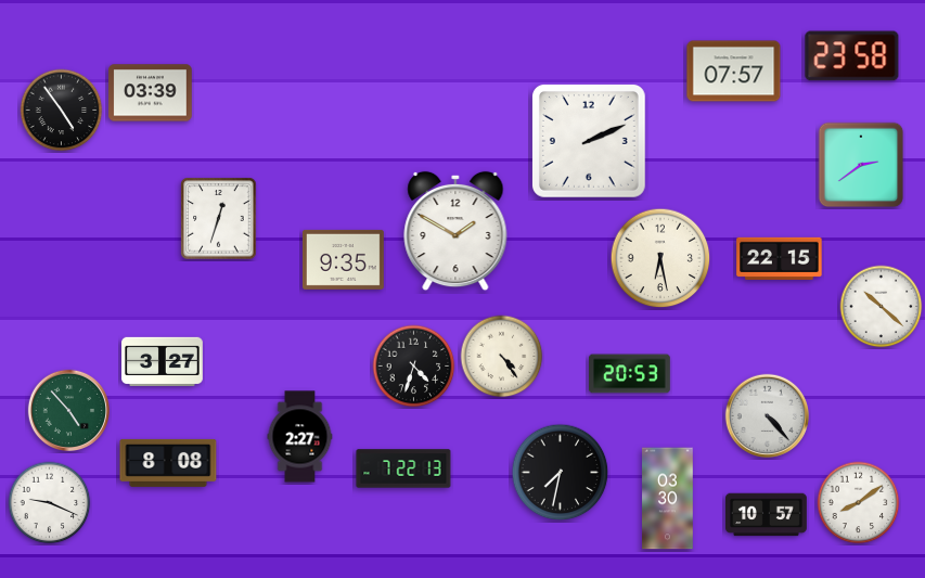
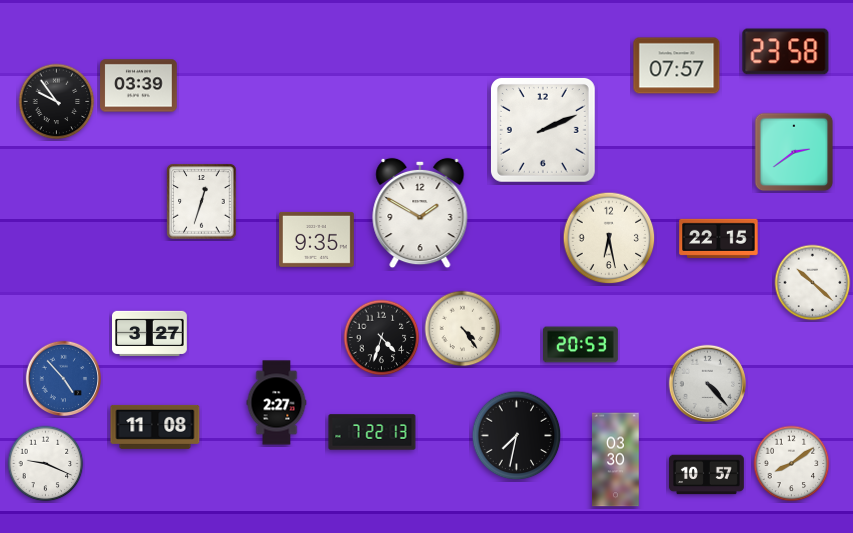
clock at (62, 111): 4:54 -> 9:54
clock at (68, 410) dial: green -> blue
clock at (168, 463): 8:08 -> 11:08
